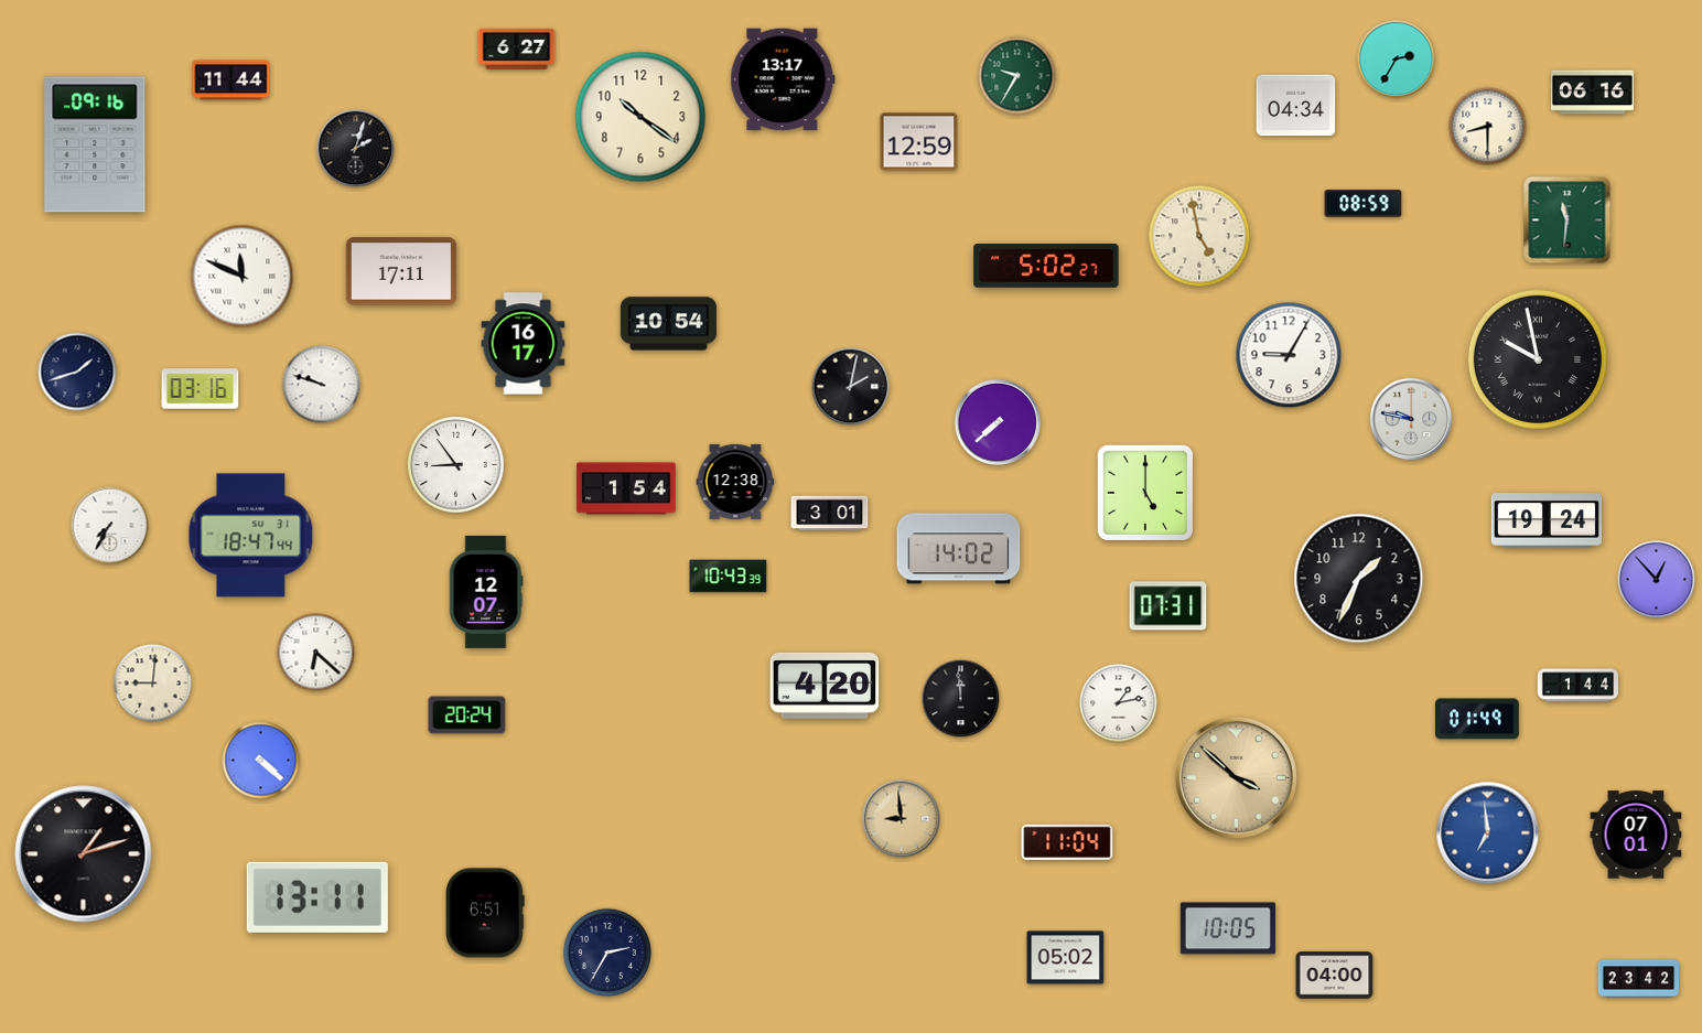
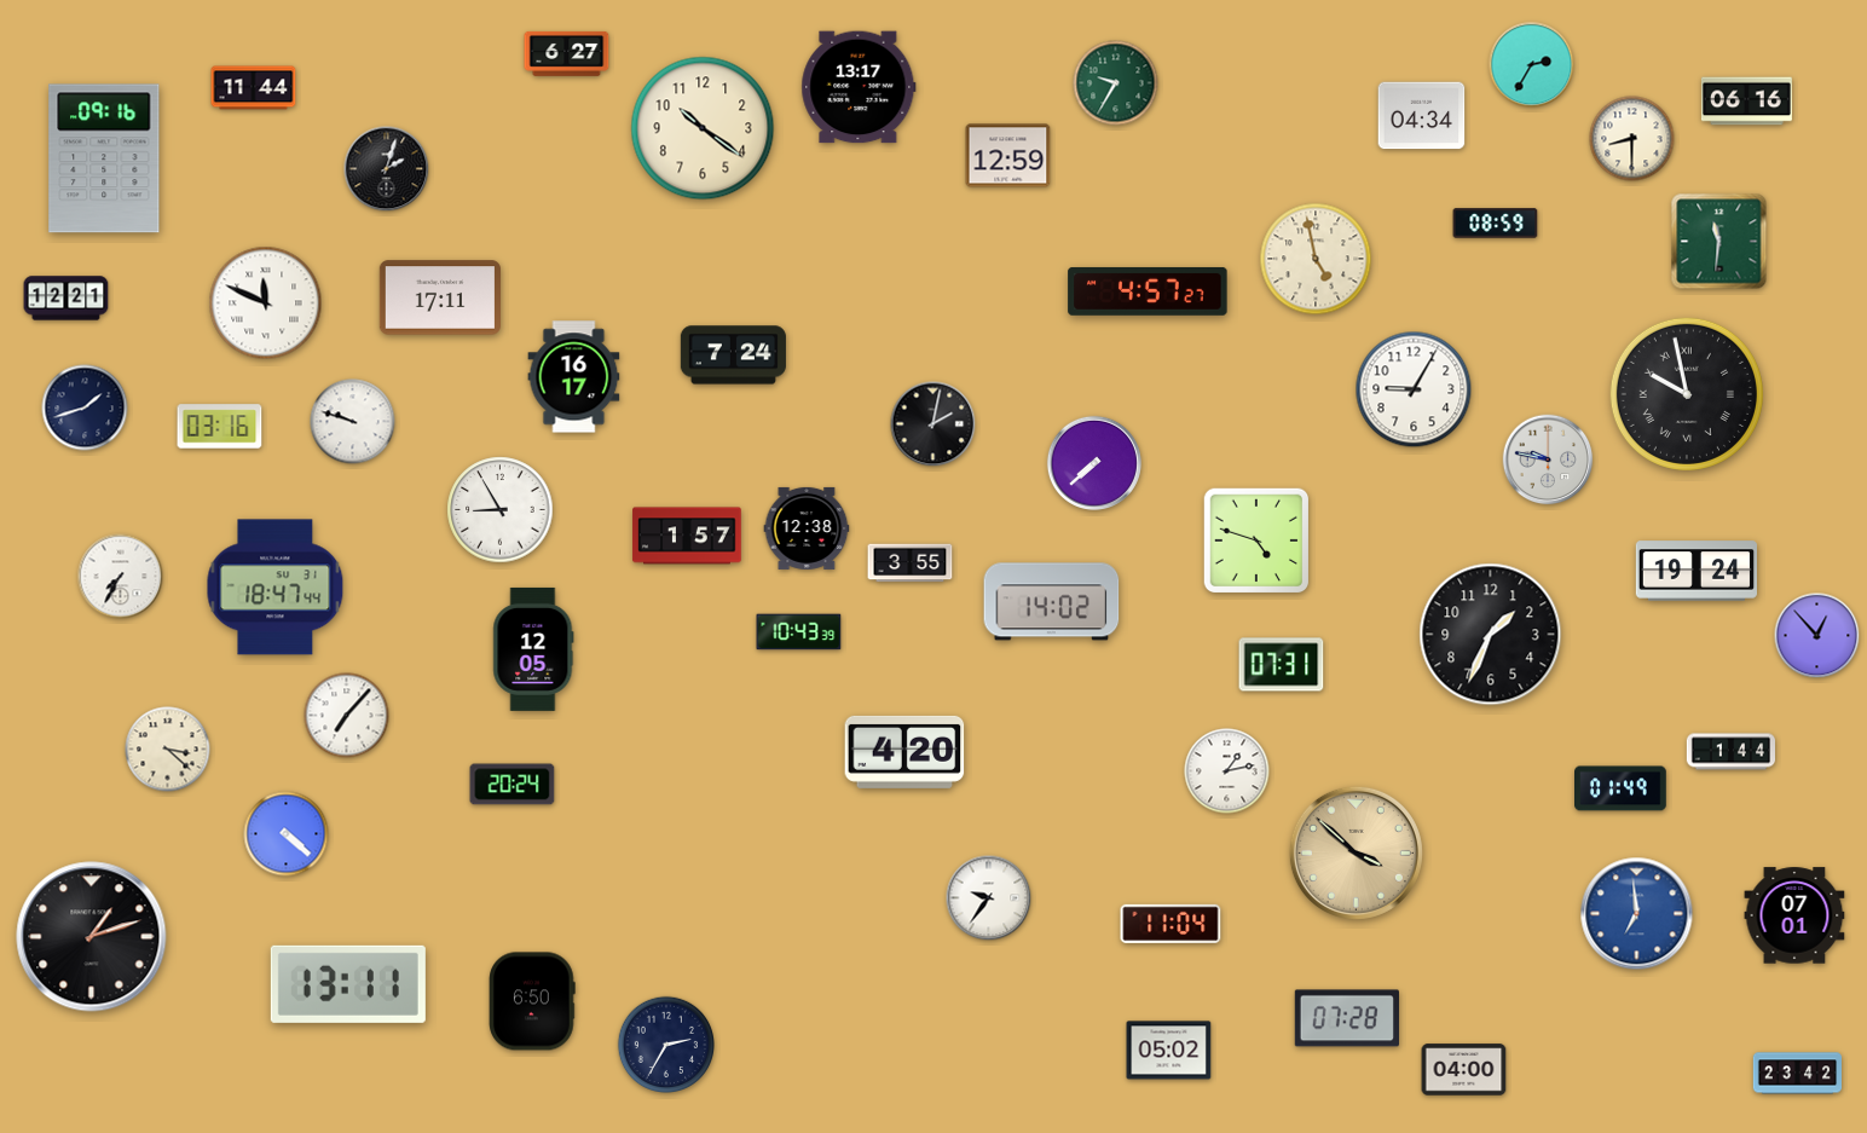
clock at (356, 149) position: (356, 149) -> (387, 169)
clock at (1046, 266): 5:02 -> 4:57
clock at (67, 299): none -> 12:21
clock at (668, 324): 10:54 -> 7:24
clock at (456, 465): 8:54 -> 8:55
clock at (626, 488): 1:54 -> 1:57
clock at (1145, 493): 5:00 -> 4:48
clock at (830, 514): 3:01 -> 3:55
clock at (486, 592): 12:07 -> 12:05
clock at (316, 653): 6:22 -> 7:07
clock at (153, 684): 9:01 -> 3:22
clock at (961, 699): 11:59 -> none
clock at (902, 819): 8:59 -> 9:36
clock at (902, 819) dial: champagne -> white
clock at (1488, 833) position: (1488, 833) -> (1637, 914)
clock at (485, 913): 6:51 -> 6:50
clock at (1227, 928): 10:05 -> 07:28
